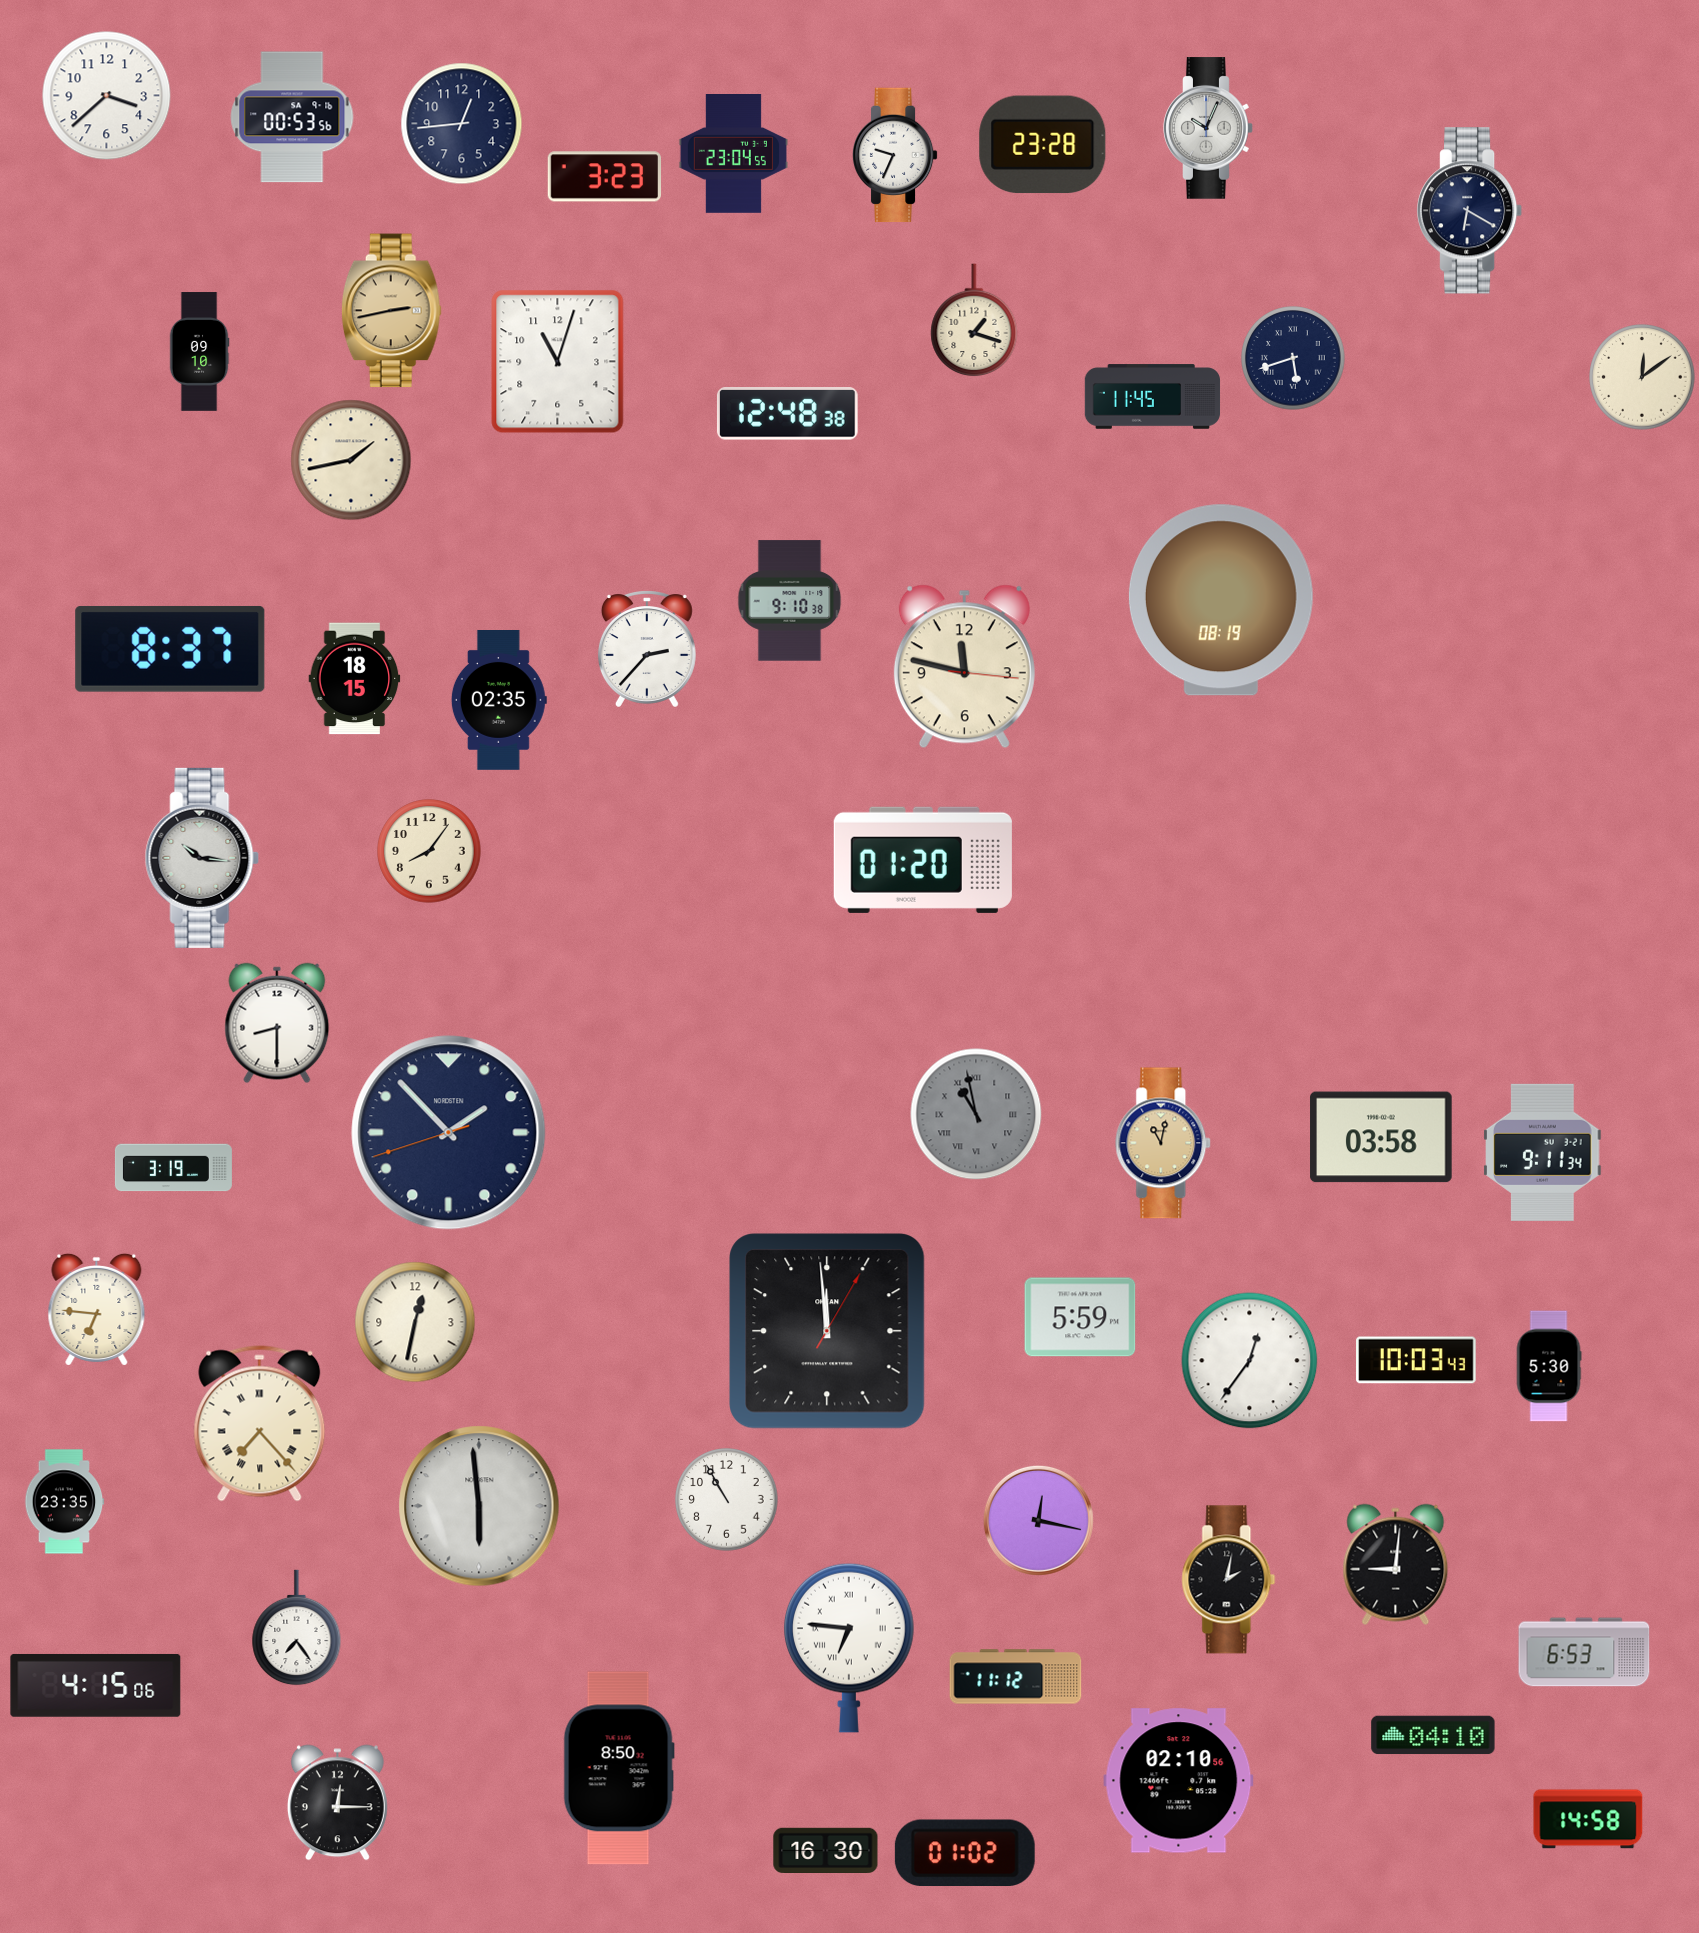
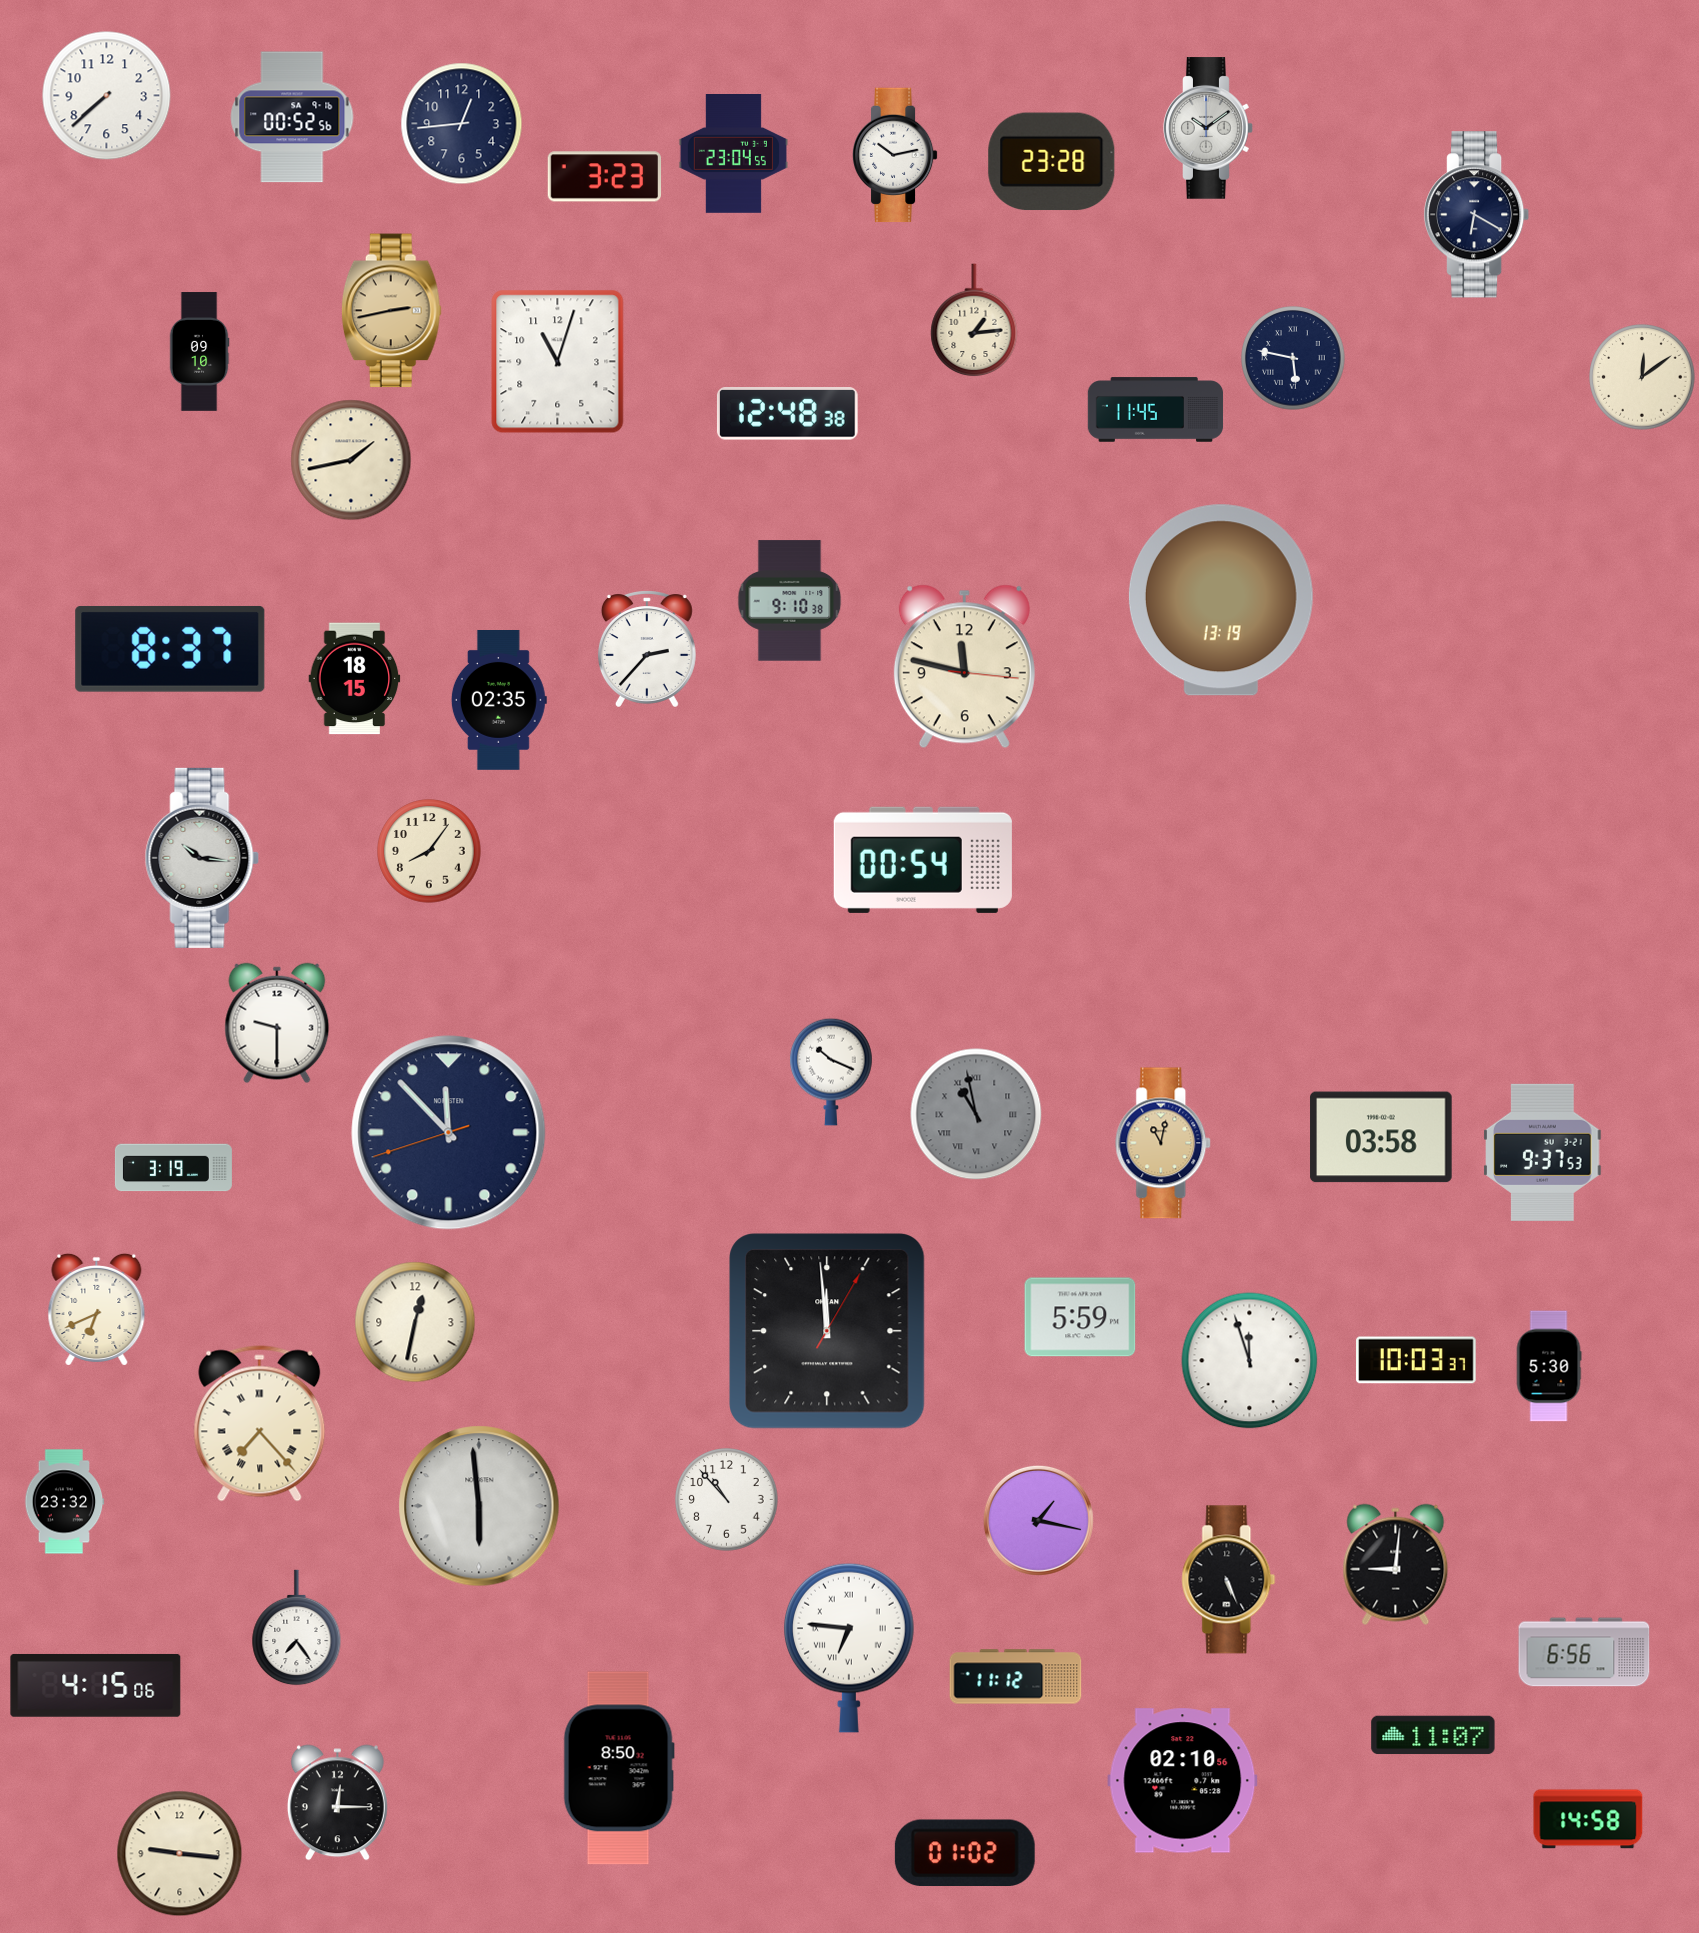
clock at (107, 96): 3:38 -> 7:38
clock at (292, 117): 00:53 -> 00:52
clock at (1208, 128): 10:04 -> 10:09
clock at (1043, 145) position: (1043, 145) -> (1052, 162)
clock at (895, 155): 9:34 -> 10:13
clock at (1470, 211) position: (1470, 211) -> (1477, 215)
clock at (974, 321): 1:18 -> 1:14
clock at (1293, 358): 5:42 -> 5:47
clock at (1153, 397) position: (1153, 397) -> (1156, 410)
clock at (1221, 600): 08:19 -> 13:19
clock at (923, 860): 01:20 -> 00:54
clock at (277, 1023): 8:30 -> 9:30
clock at (831, 1072): none -> 10:19
clock at (449, 1133): 1:52 -> 11:52
clock at (1543, 1152): 9:11 -> 9:37
clock at (97, 1309): 6:46 -> 6:41
clock at (1416, 1360): 10:03:43 -> 10:03:37
clock at (1250, 1361): 12:36 -> 11:57
clock at (727, 1500): 10:55 -> 10:53
clock at (65, 1502): 23:35 -> 23:32
clock at (1038, 1520): 12:17 -> 1:17
clock at (1229, 1580): 2:02 -> 5:26
clock at (1584, 1652): 6:53 -> 6:56
clock at (1433, 1735): 04:10 -> 11:07
clock at (1179, 1781) position: (1179, 1781) -> (1183, 1781)
clock at (826, 1850): 16:30 -> none
clock at (180, 1854): none -> 9:16
